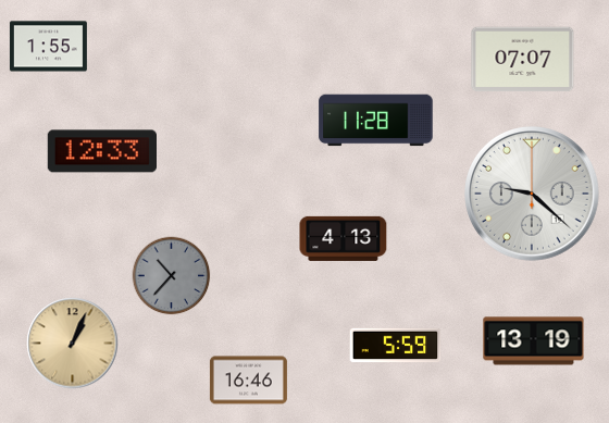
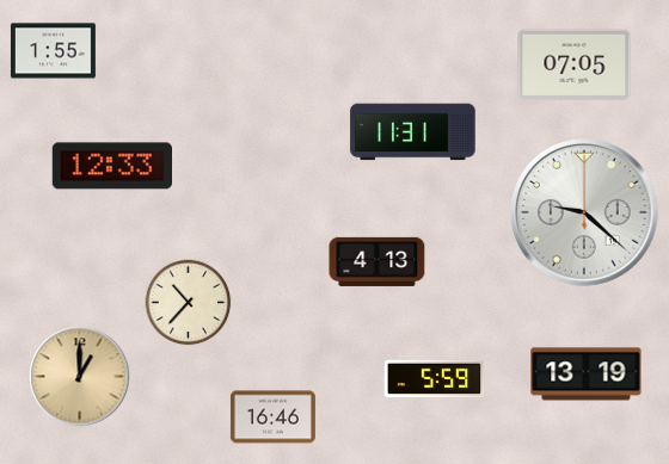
clock at (523, 60): 07:07 -> 07:05
clock at (376, 121): 11:28 -> 11:31
clock at (172, 276) dial: grey -> cream
clock at (73, 344): 1:04 -> 1:00
